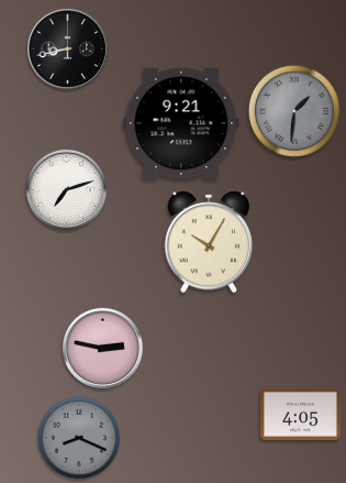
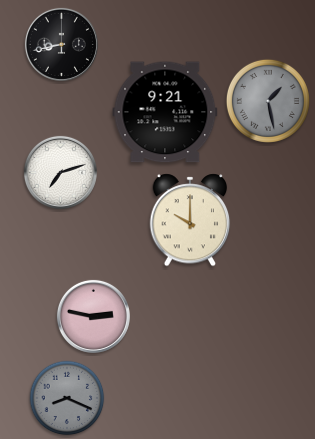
clock at (294, 111): 1:31 -> 1:28
clock at (209, 242): 10:05 -> 10:00
clock at (300, 414): 4:05 -> none
clock at (79, 438) position: (79, 438) -> (67, 398)
